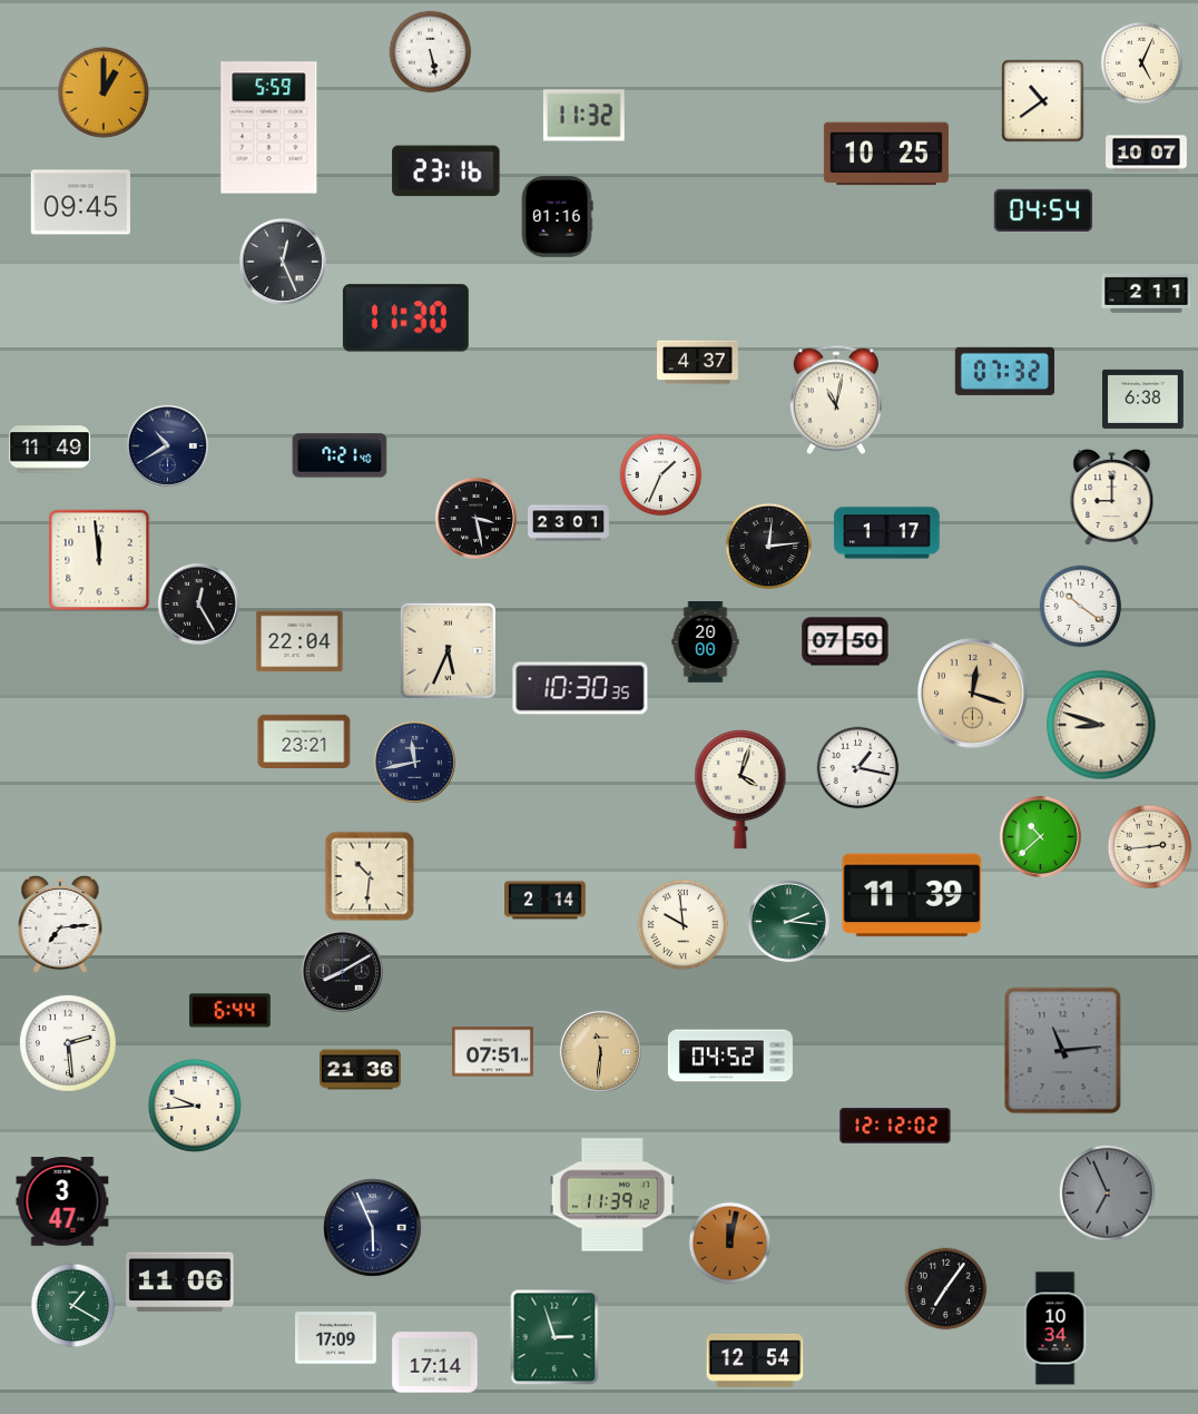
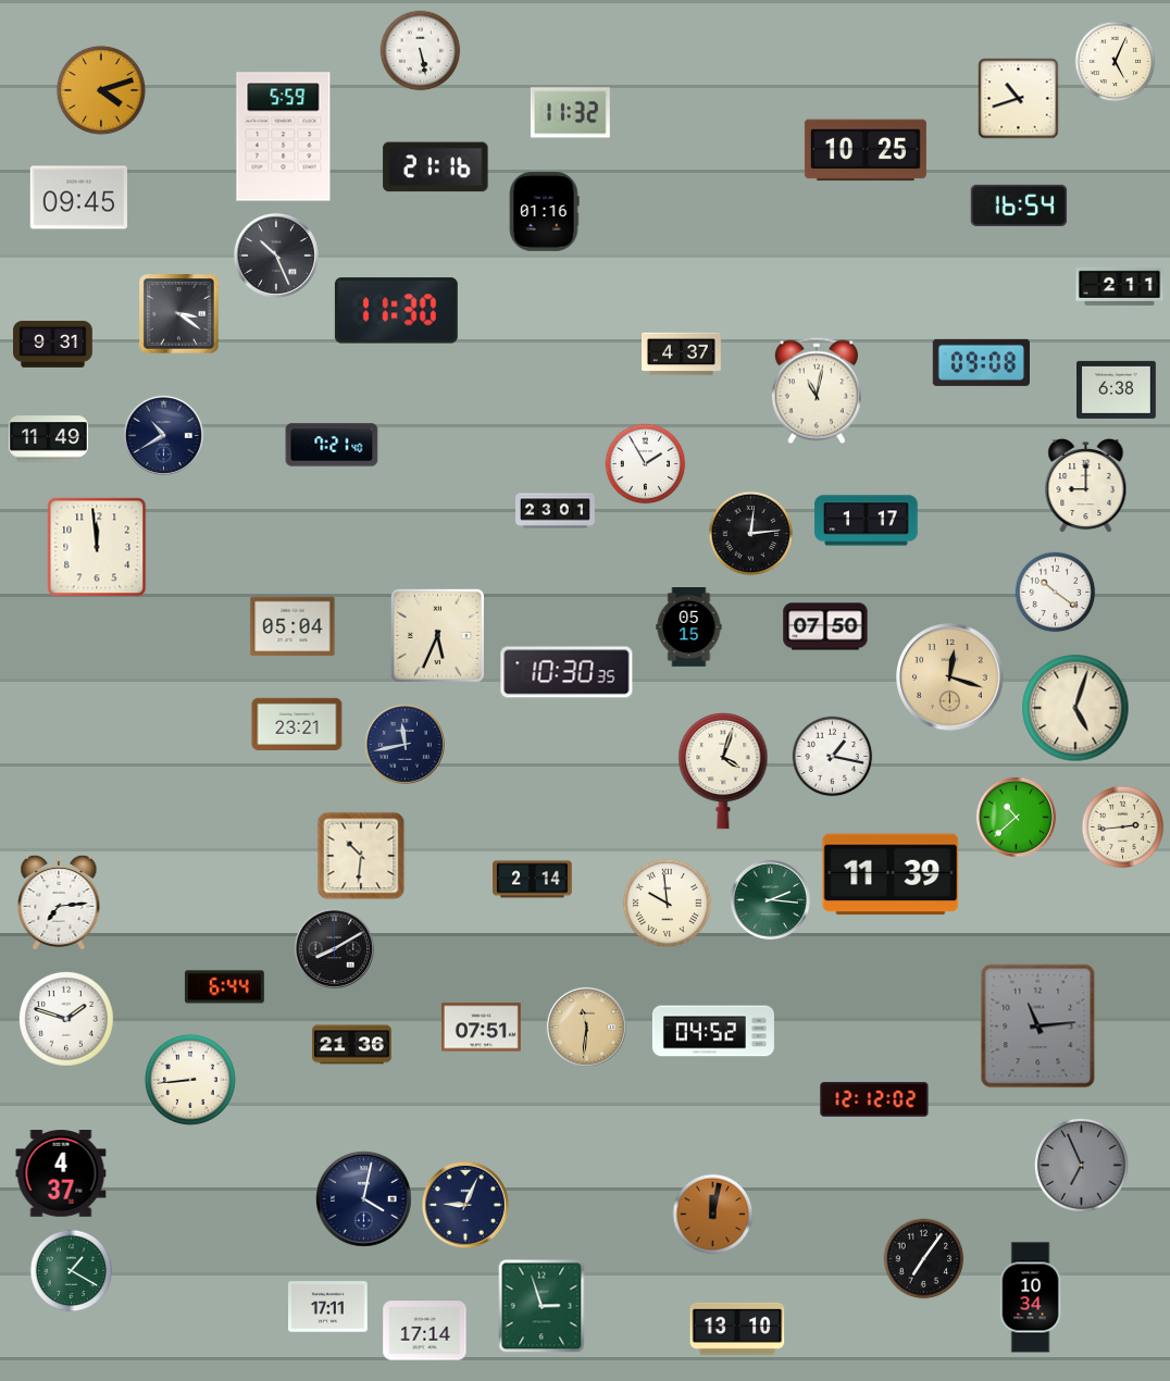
clock at (104, 92): 1:00 -> 4:12
clock at (1043, 101): 10:39 -> 10:42
clock at (269, 128) position: (269, 128) -> (284, 137)
clock at (1147, 154): 10:07 -> none
clock at (446, 171): 23:16 -> 21:16
clock at (1043, 209): 04:54 -> 16:54
clock at (283, 262): 12:26 -> 10:26
clock at (179, 314): none -> 3:21
clock at (53, 345): none -> 9:31
clock at (1004, 371): 07:32 -> 09:08
clock at (661, 475): 1:34 -> 1:55
clock at (475, 518): 3:28 -> none
clock at (198, 603): 12:25 -> none
clock at (299, 641): 22:04 -> 05:04
clock at (706, 642): 20:00 -> 05:15
clock at (1101, 725): 8:48 -> 5:03
clock at (858, 768) position: (858, 768) -> (833, 757)
clock at (68, 1043): 2:29 -> 1:48
clock at (195, 1106): 9:44 -> 8:44
clock at (612, 1195): 11:39 -> none
clock at (62, 1202): 3:47 -> 4:37
clock at (373, 1228): 5:56 -> 4:02
clock at (465, 1205): none -> 9:04
clock at (180, 1283): 11:06 -> none
clock at (73, 1306) position: (73, 1306) -> (72, 1271)
clock at (336, 1338): 17:09 -> 17:11
clock at (755, 1361): 12:54 -> 13:10
